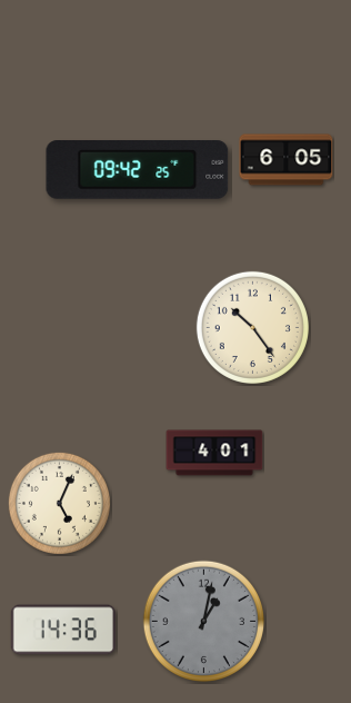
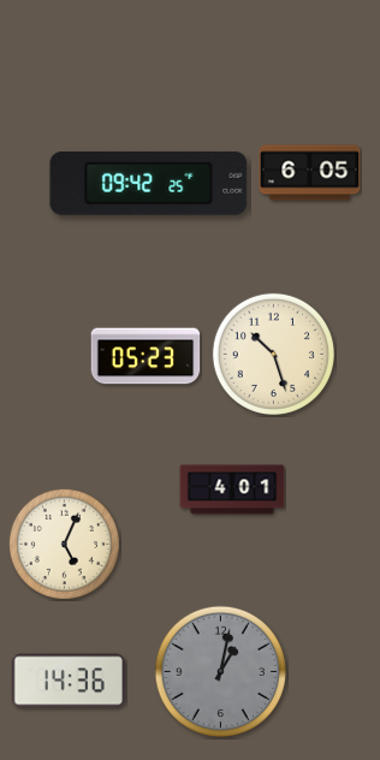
clock at (252, 327): 10:24 -> 10:27
clock at (146, 356): none -> 05:23
